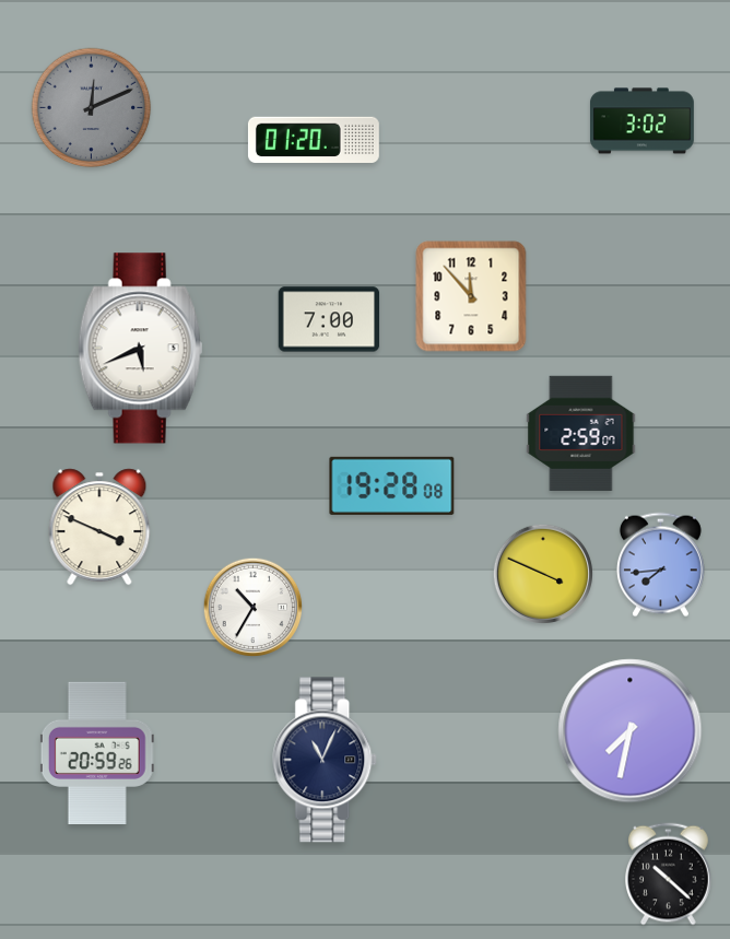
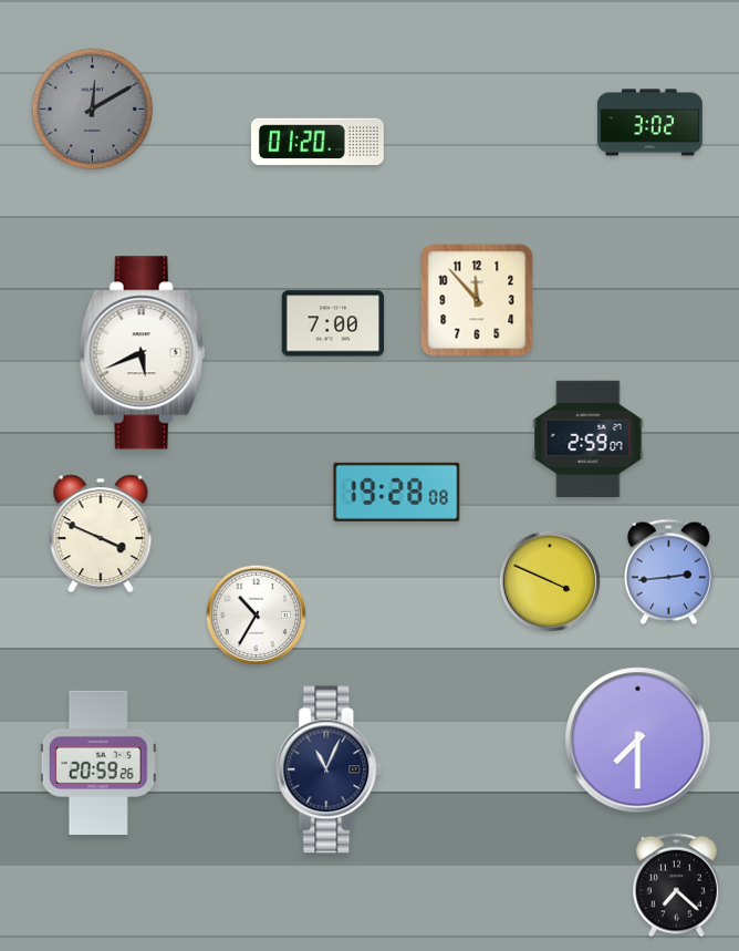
clock at (92, 108): 12:11 -> 12:10
clock at (660, 565): 7:44 -> 2:44
clock at (631, 731): 7:32 -> 7:30
clock at (669, 875): 10:22 -> 7:22
